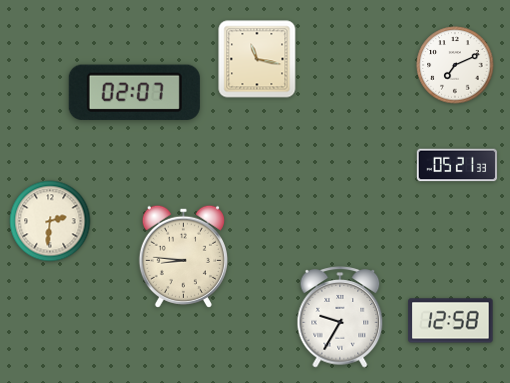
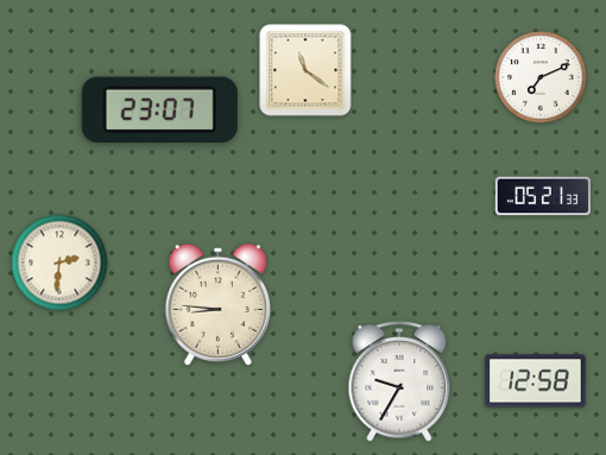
clock at (257, 59): 11:17 -> 11:21
clock at (134, 92): 02:07 -> 23:07
clock at (340, 317) position: (340, 317) -> (399, 381)
